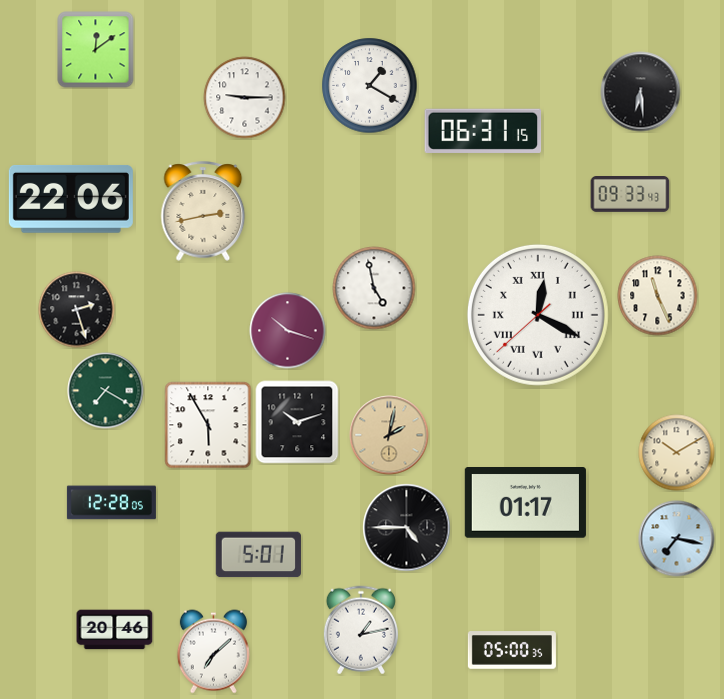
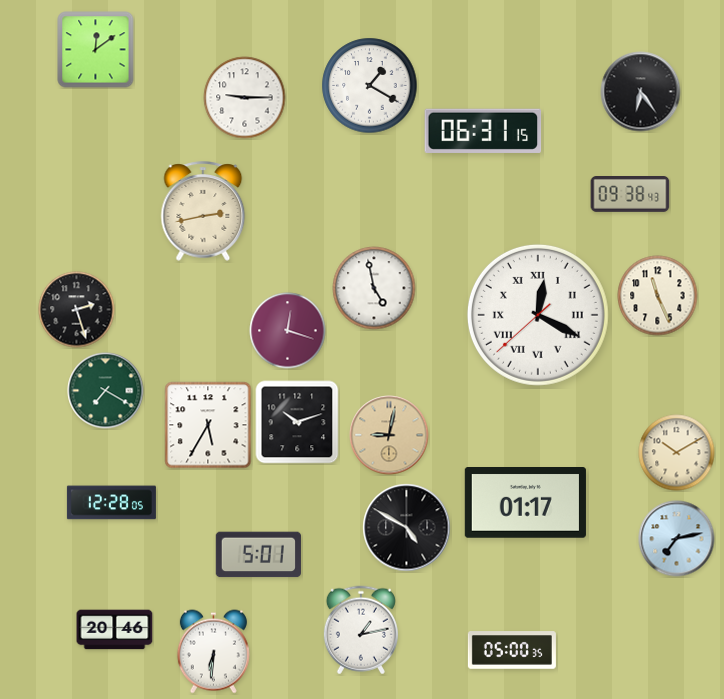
clock at (641, 92): 6:29 -> 6:24
clock at (630, 195): 09:33 -> 09:38
clock at (71, 199): 22:06 -> none
clock at (288, 331): 10:18 -> 12:18
clock at (208, 425): 5:55 -> 5:35
clock at (389, 435): 2:02 -> 9:02
clock at (407, 528): 4:45 -> 4:50
clock at (677, 539): 7:17 -> 7:13
clock at (213, 652): 7:08 -> 6:31
